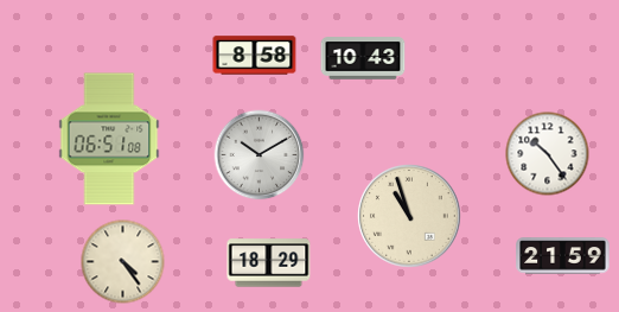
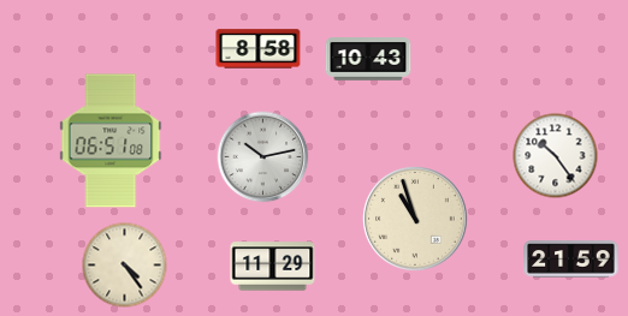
clock at (255, 56) position: (255, 56) -> (259, 49)
clock at (260, 155): 10:10 -> 10:13
clock at (269, 263): 18:29 -> 11:29
